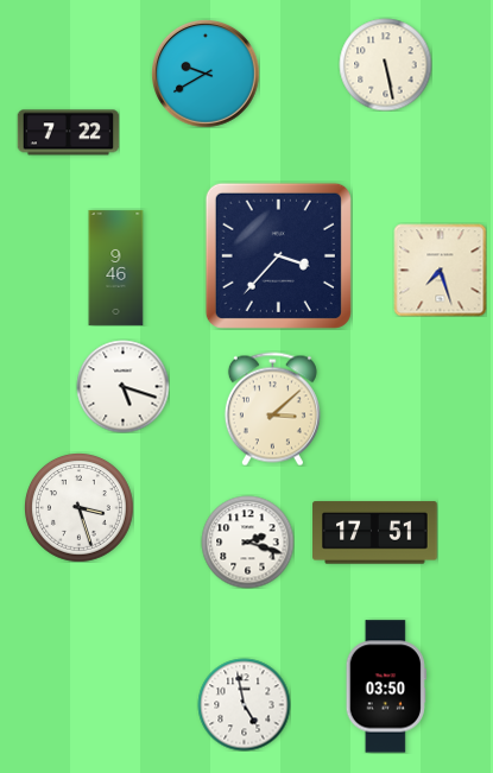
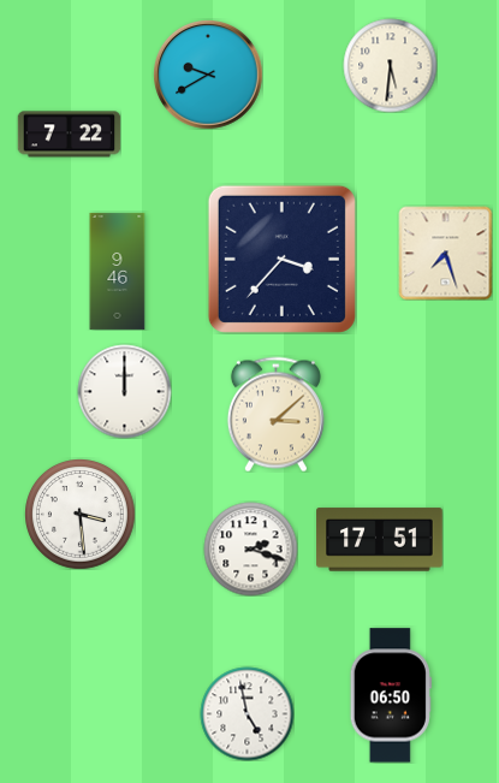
clock at (385, 64): 5:28 -> 5:31
clock at (440, 270) position: (440, 270) -> (445, 253)
clock at (122, 386): 5:18 -> 12:00
clock at (80, 508): 3:27 -> 3:29
clock at (386, 686): 03:50 -> 06:50
